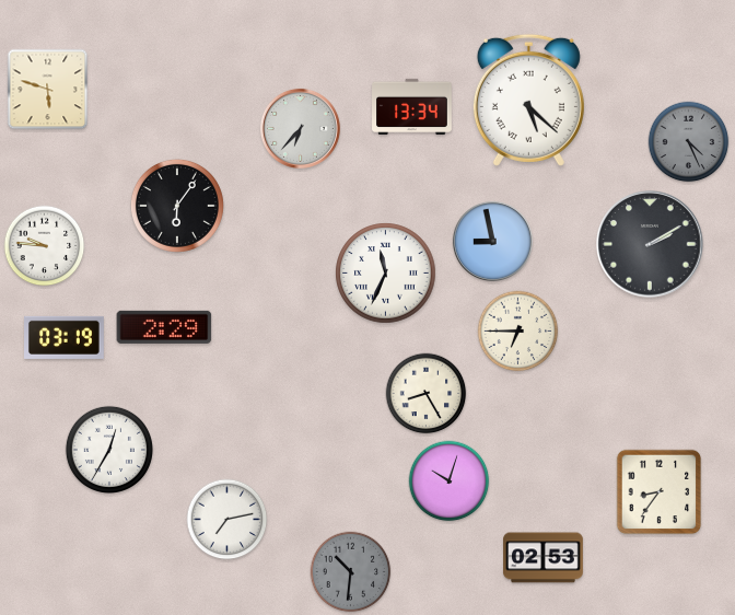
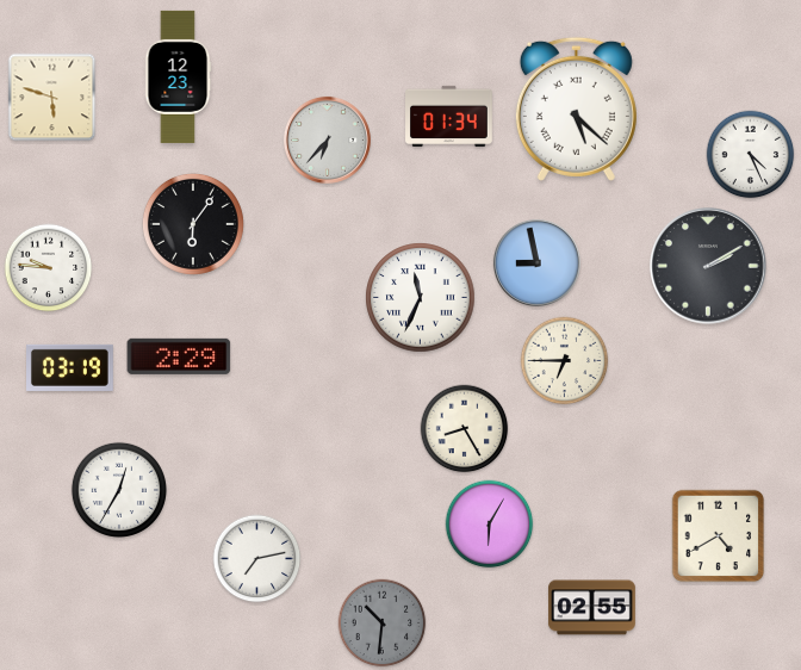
clock at (178, 76): none -> 12:23
clock at (412, 106): 13:34 -> 01:34
clock at (689, 142) dial: grey -> white
clock at (450, 481): 10:03 -> 6:05
clock at (660, 492): 8:36 -> 4:40
clock at (227, 520) position: (227, 520) -> (257, 559)
clock at (544, 558): 02:53 -> 02:55
